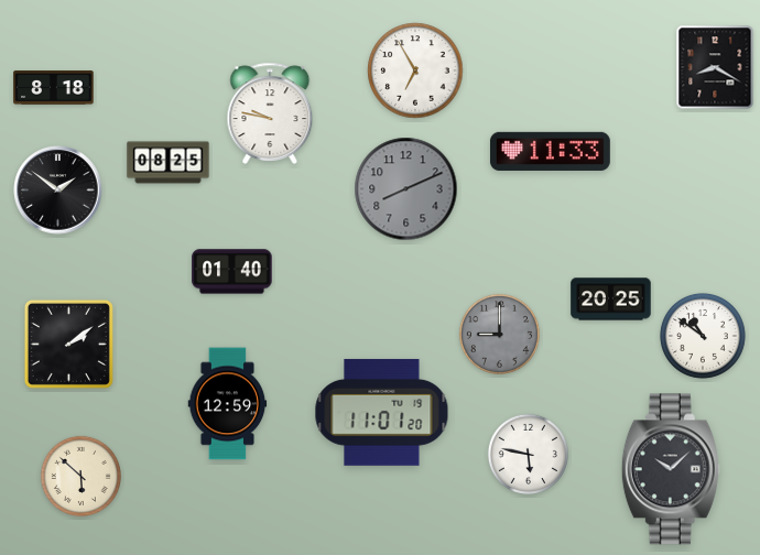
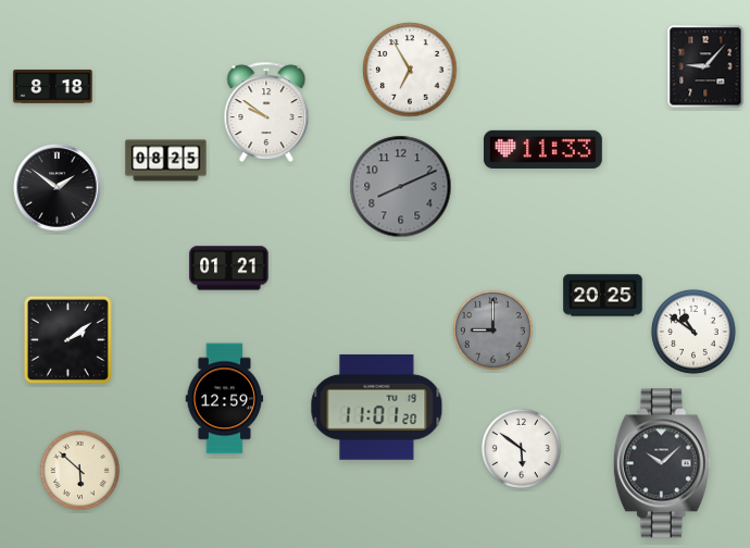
clock at (715, 67): 8:20 -> 9:07
clock at (270, 113): 9:47 -> 9:51
clock at (232, 272): 01:40 -> 01:21
clock at (528, 454): 5:47 -> 5:51
